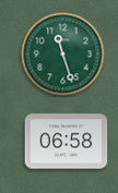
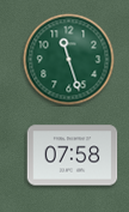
clock at (67, 142): 06:58 -> 07:58
